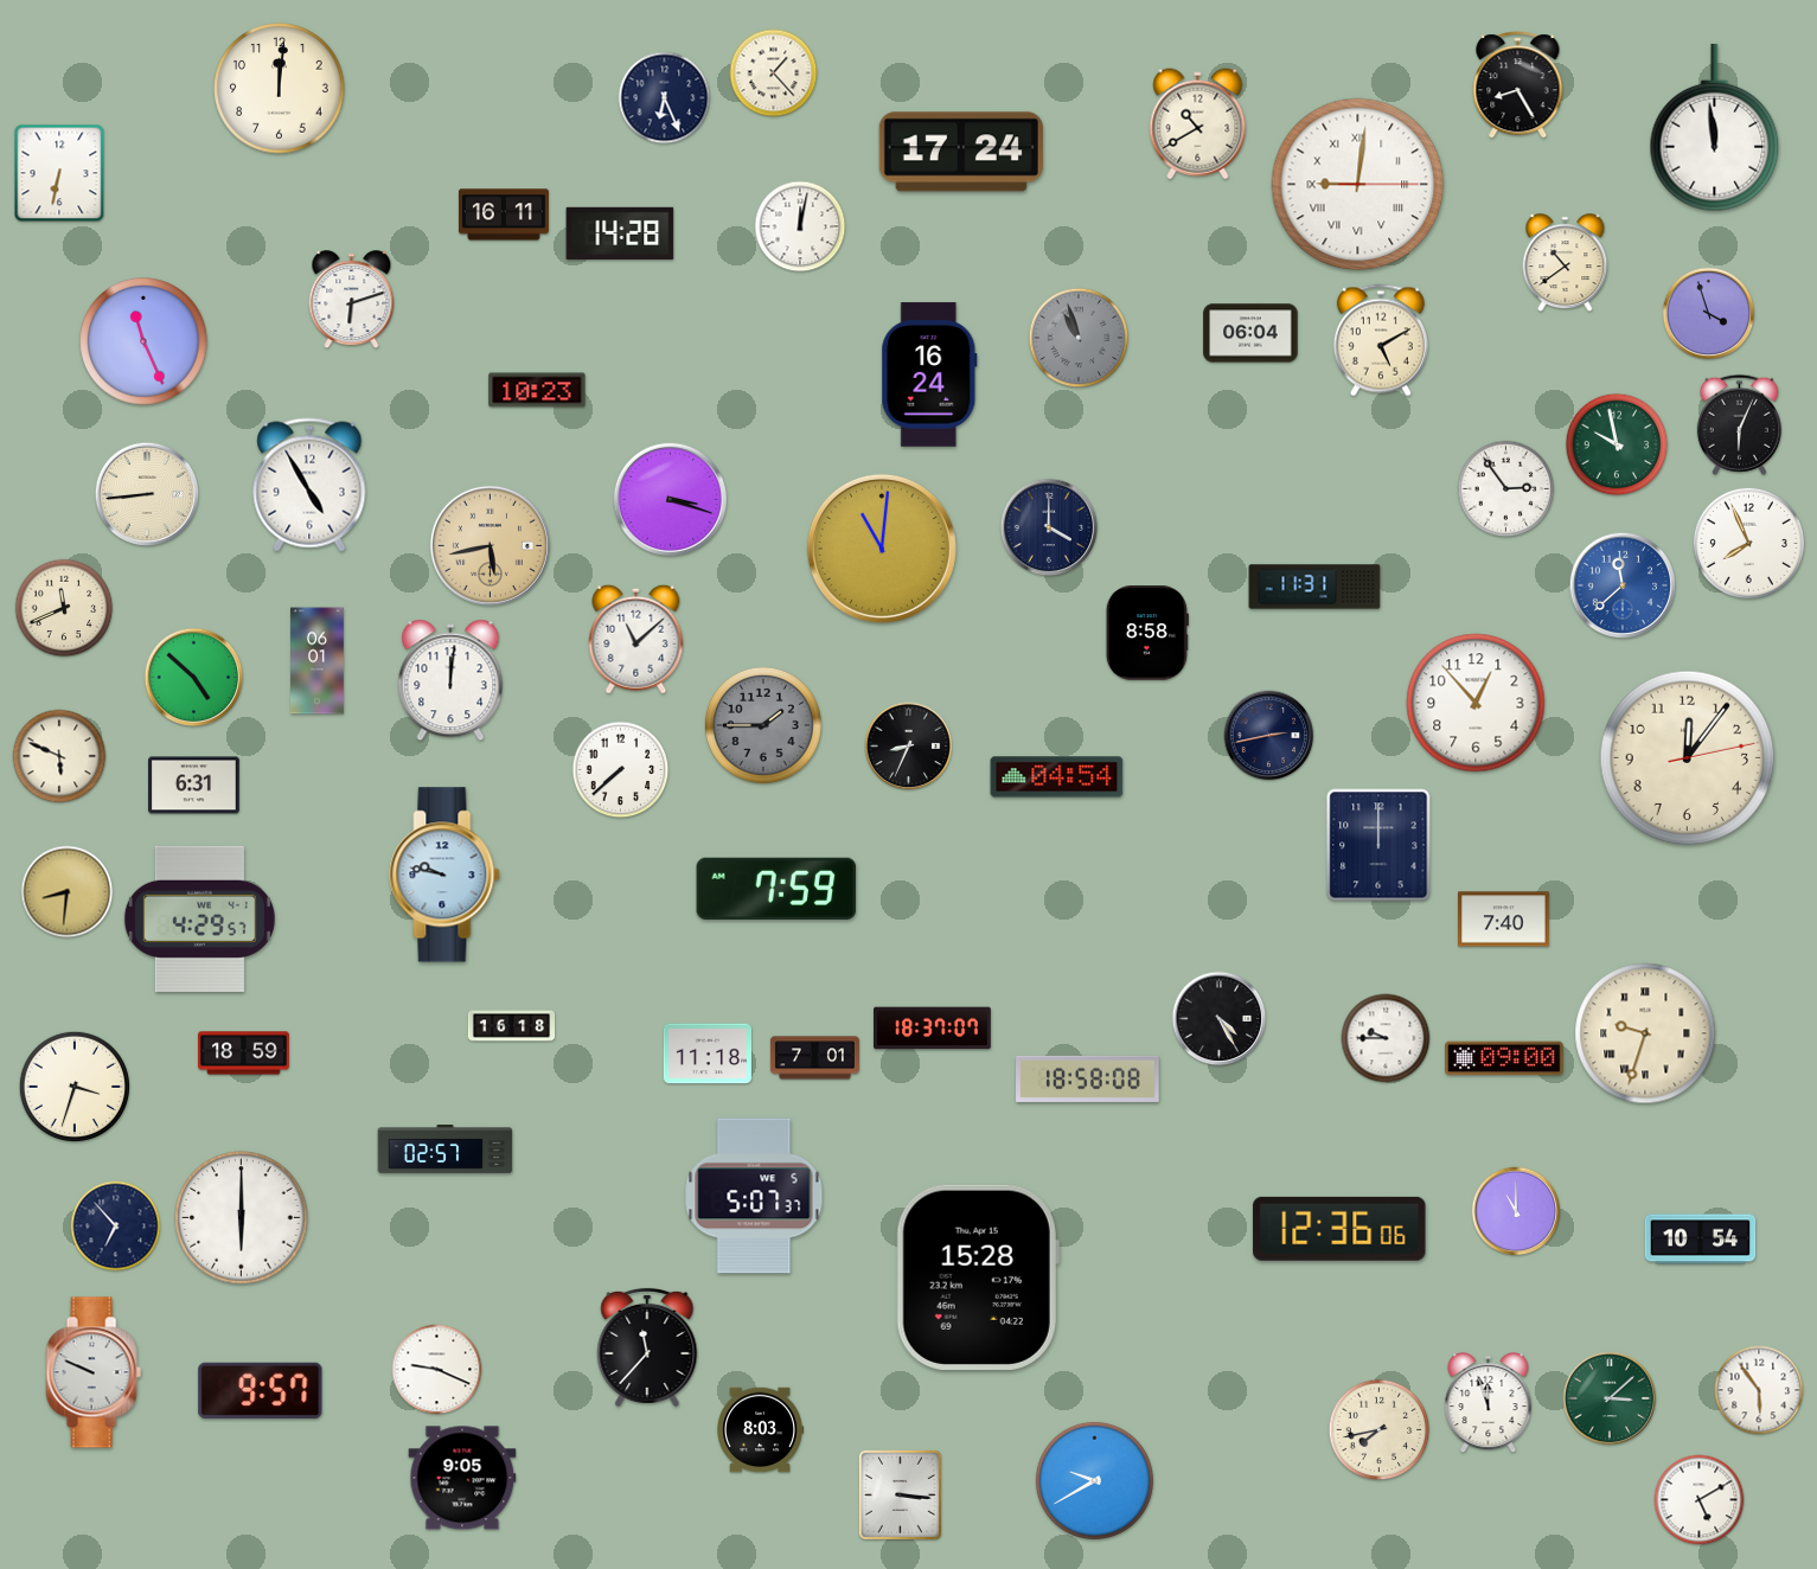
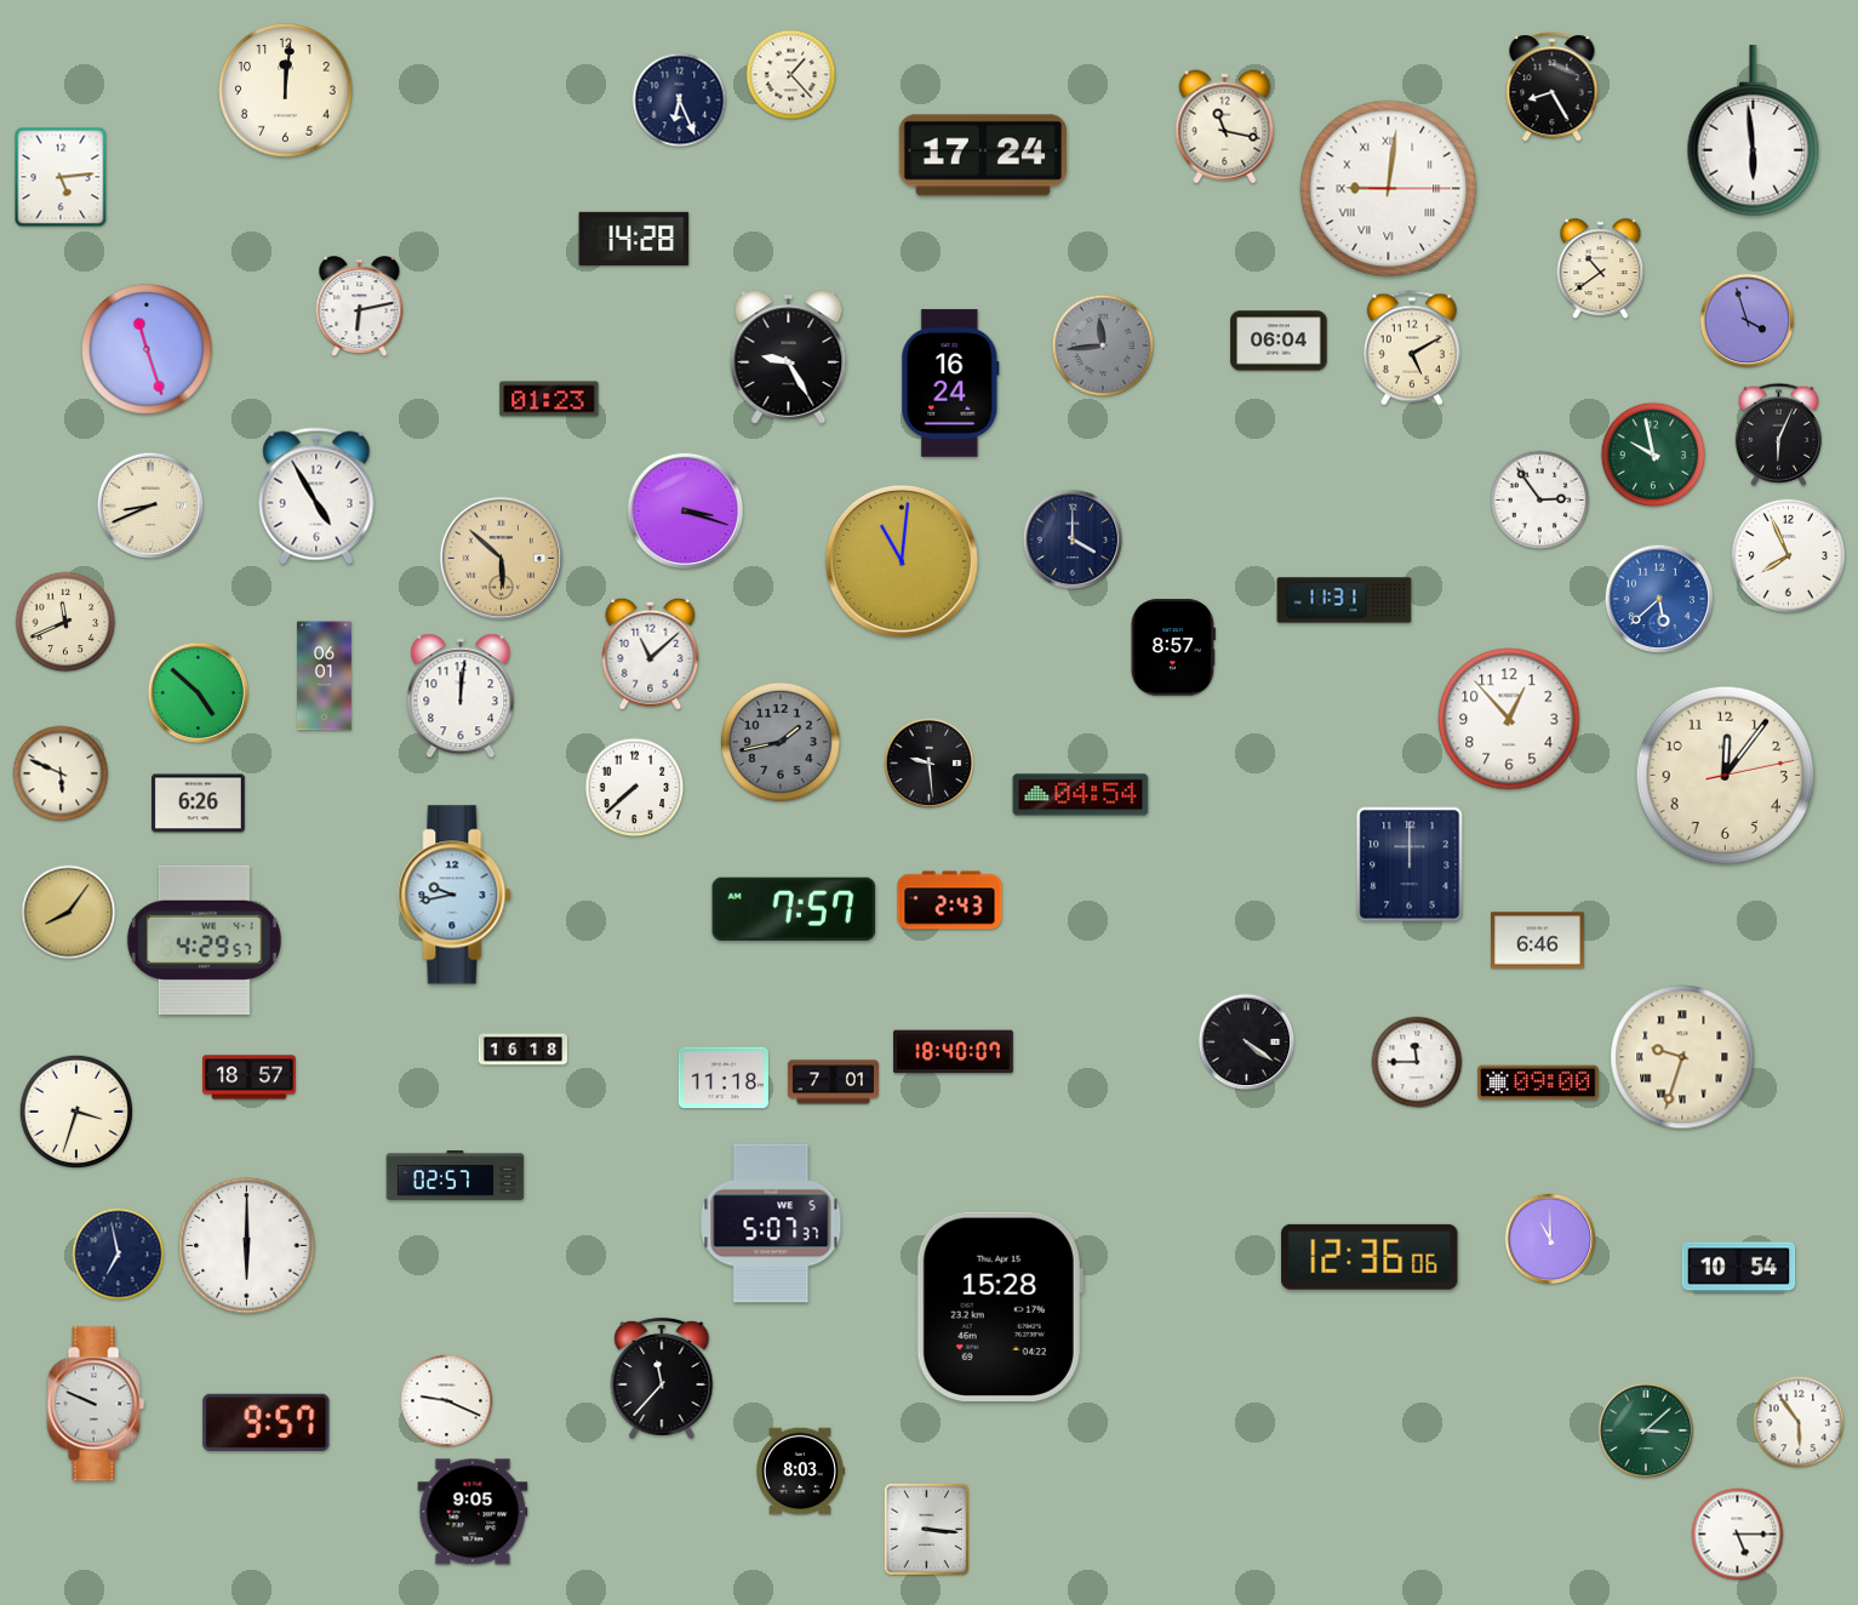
clock at (1198, 124): 10:40 -> 11:17
clock at (1715, 128): 11:59 -> 5:59
clock at (59, 173): 6:32 -> 5:14
clock at (504, 214): 16:11 -> none
clock at (800, 226): 12:02 -> none
clock at (352, 300): 6:12 -> 6:13
clock at (1079, 338): 10:57 -> 11:44
clock at (143, 341): 11:26 -> 11:27
clock at (789, 358): none -> 9:25
clock at (537, 390): 10:23 -> 01:23
clock at (147, 494): 8:44 -> 8:41
clock at (490, 545): 5:43 -> 5:52
clock at (1623, 585): 11:38 -> 5:38
clock at (1147, 633): 8:58 -> 8:57
clock at (763, 725): 1:45 -> 1:43
clock at (1269, 736): 2:43 -> none
clock at (909, 747): 8:34 -> 9:29
clock at (194, 786): 6:31 -> 6:26
clock at (444, 875): 9:47 -> 9:43
clock at (950, 901): none -> 2:43
clock at (776, 889): 7:59 -> 7:57
clock at (68, 892): 8:31 -> 8:06
clock at (1504, 920): 7:40 -> 6:46
clock at (1220, 1019): 4:25 -> 4:21
clock at (933, 1029): 18:37 -> 18:40
clock at (1386, 1038): 9:45 -> 11:45
clock at (244, 1054): 18:59 -> 18:57
clock at (1088, 1078): 18:58 -> none
clock at (116, 1227): 6:53 -> 6:58
clock at (1489, 1404): 11:57 -> none
clock at (760, 1430) position: (760, 1430) -> (800, 1472)
clock at (1380, 1430): 7:43 -> none
clock at (1094, 1480): 9:40 -> none
clock at (900, 1494) position: (900, 1494) -> (926, 1529)
clock at (1700, 1500): 5:10 -> 5:15
